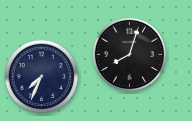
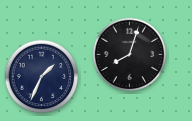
clock at (42, 77): 7:34 -> 1:34
